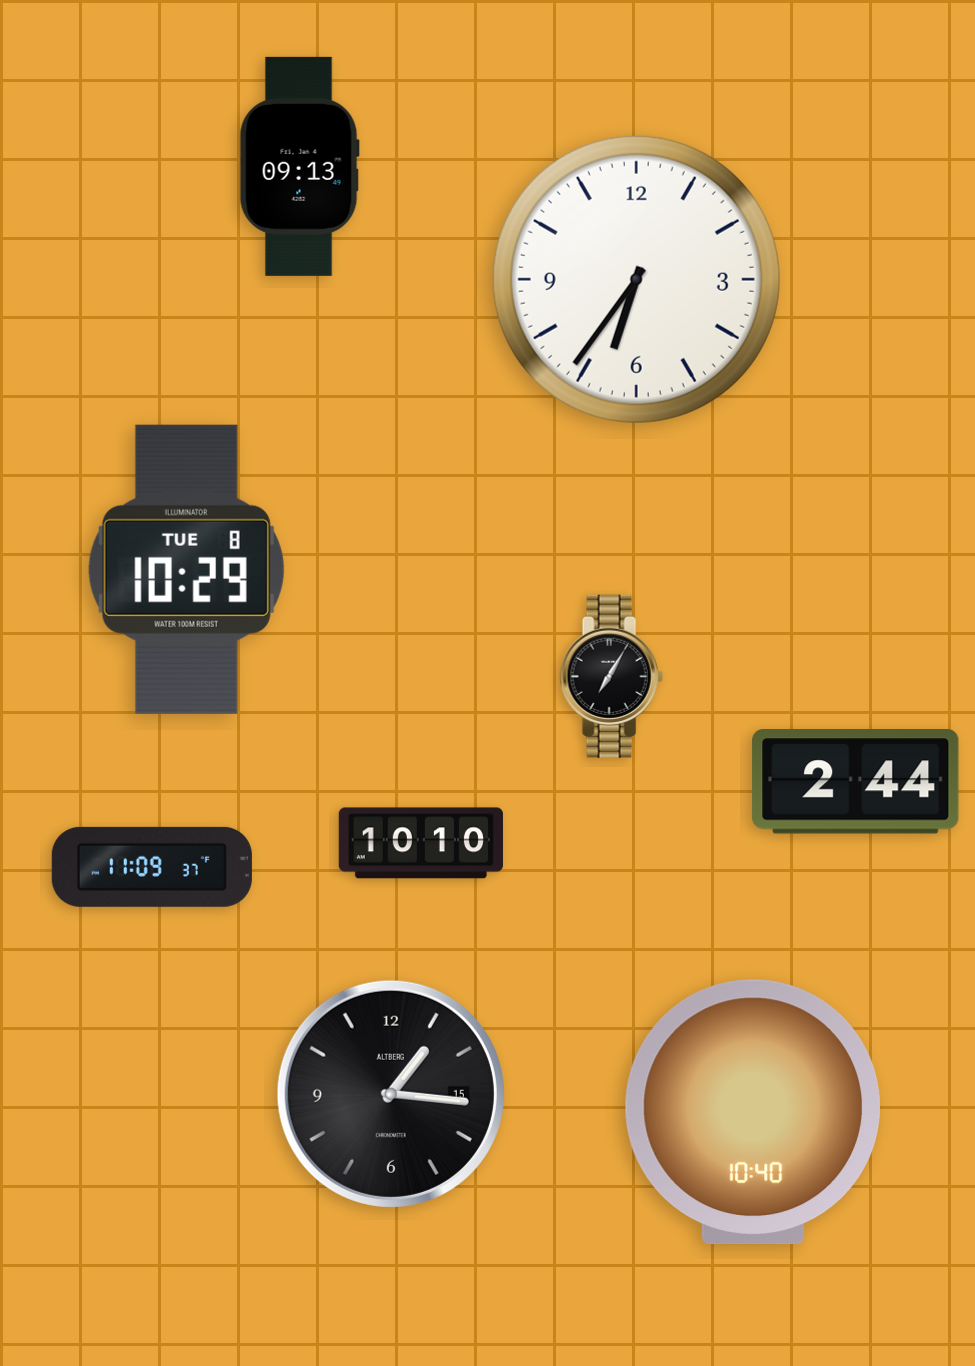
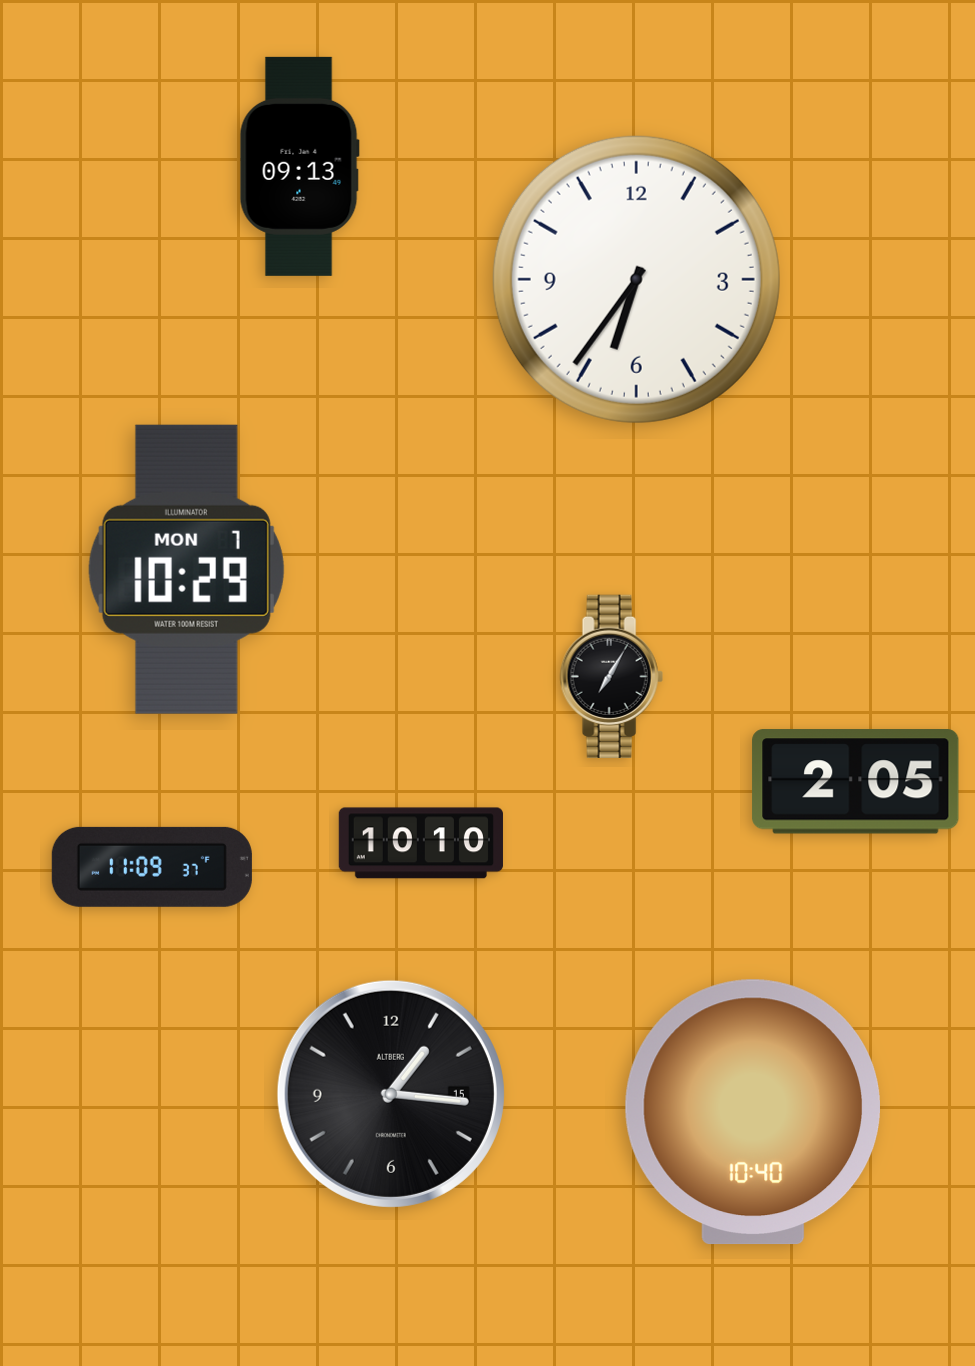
clock at (186, 569) date: TUE 8 -> MON 7
clock at (856, 782): 2:44 -> 2:05
